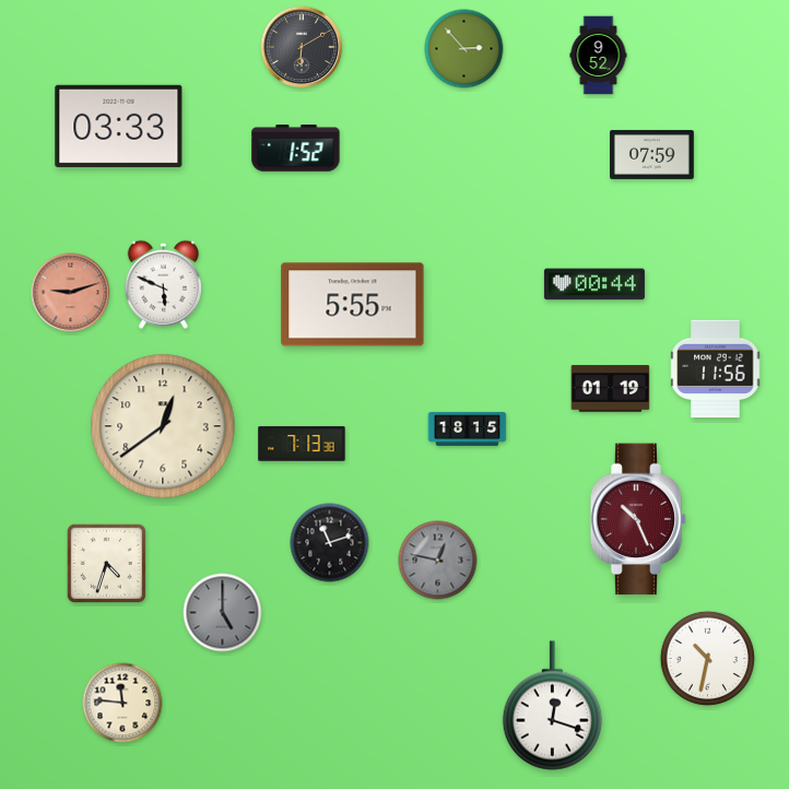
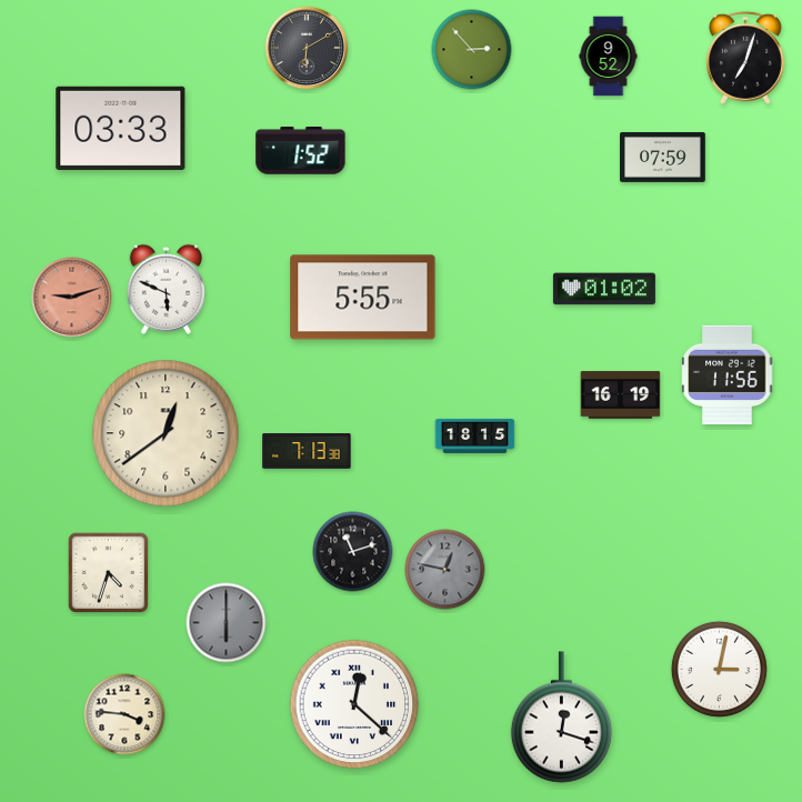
clock at (745, 58): none -> 7:03
clock at (594, 284): 00:44 -> 01:02
clock at (353, 305) position: (353, 305) -> (363, 298)
clock at (611, 389): 01:19 -> 16:19
clock at (638, 519): 10:26 -> none
clock at (330, 543) position: (330, 543) -> (353, 552)
clock at (223, 613): 5:00 -> 6:00
clock at (707, 658): 10:32 -> 3:02
clock at (354, 704): none -> 12:22
clock at (122, 703): 11:46 -> 3:46
